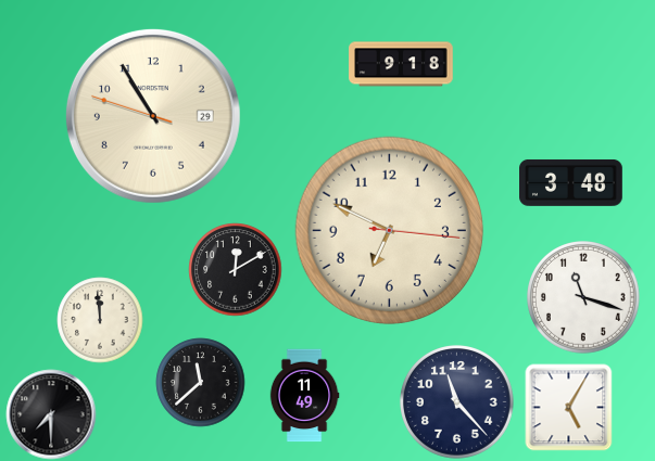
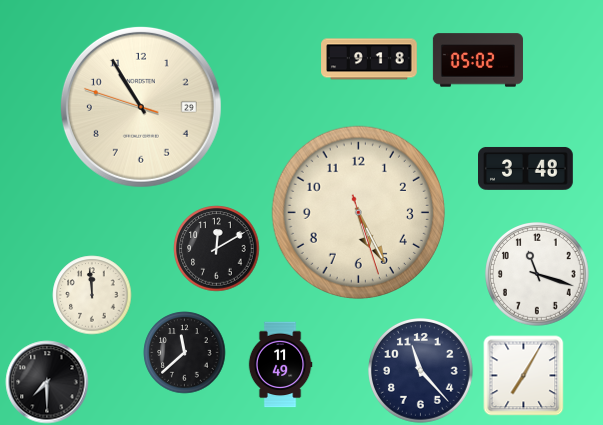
clock at (478, 60): none -> 05:02
clock at (389, 230): 6:49 -> 5:25
clock at (569, 408): 5:05 -> 7:05
